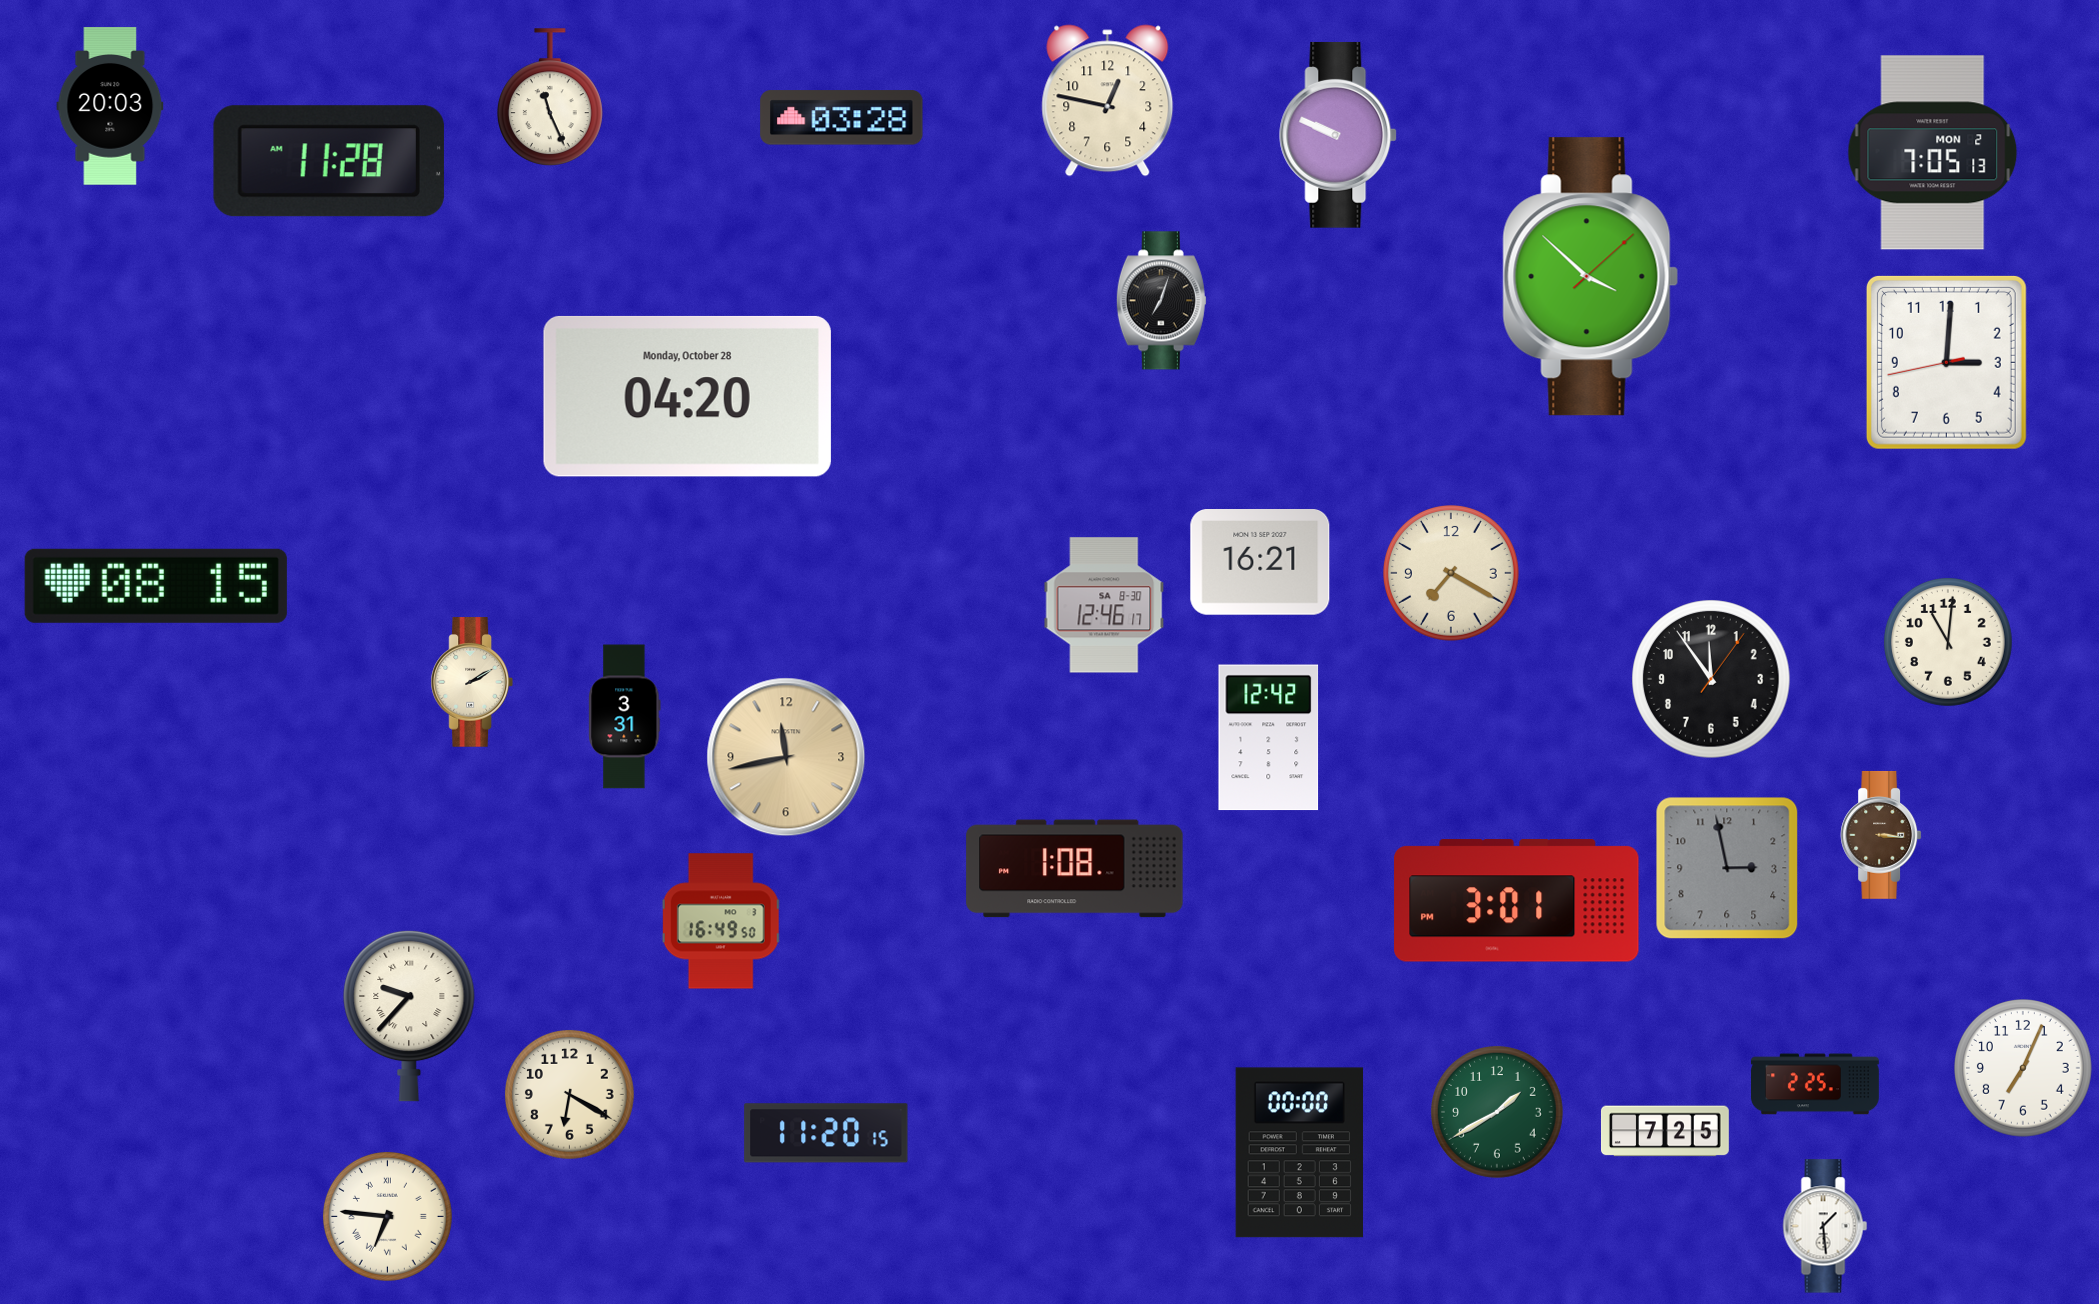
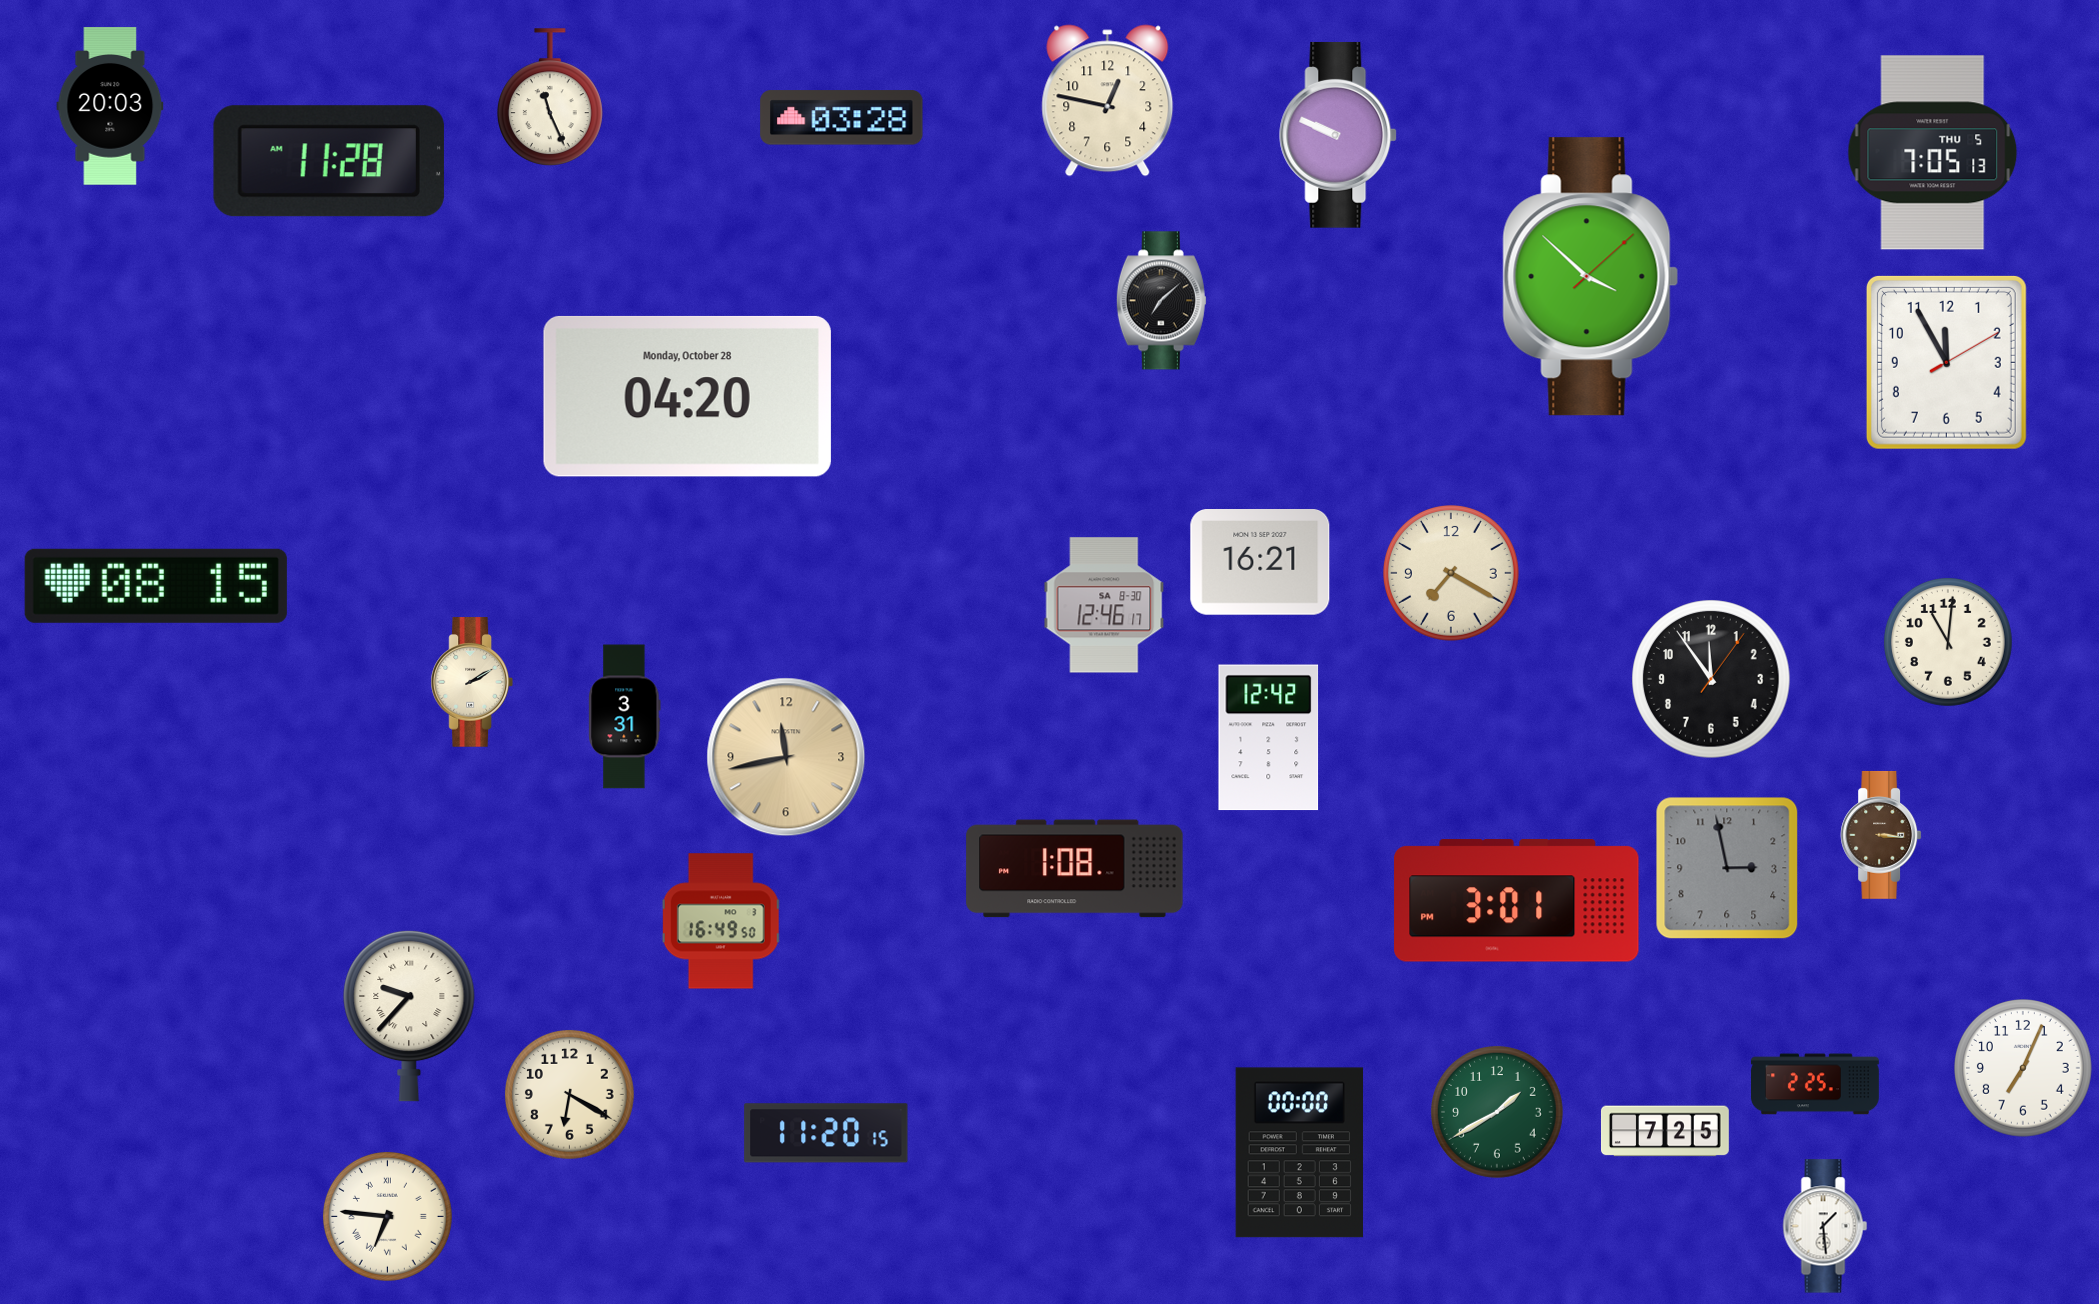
clock at (1933, 153) date: MON 2 -> THU 5
clock at (1161, 301): 7:03 -> 7:08
clock at (1946, 362): 3:00 -> 11:55
